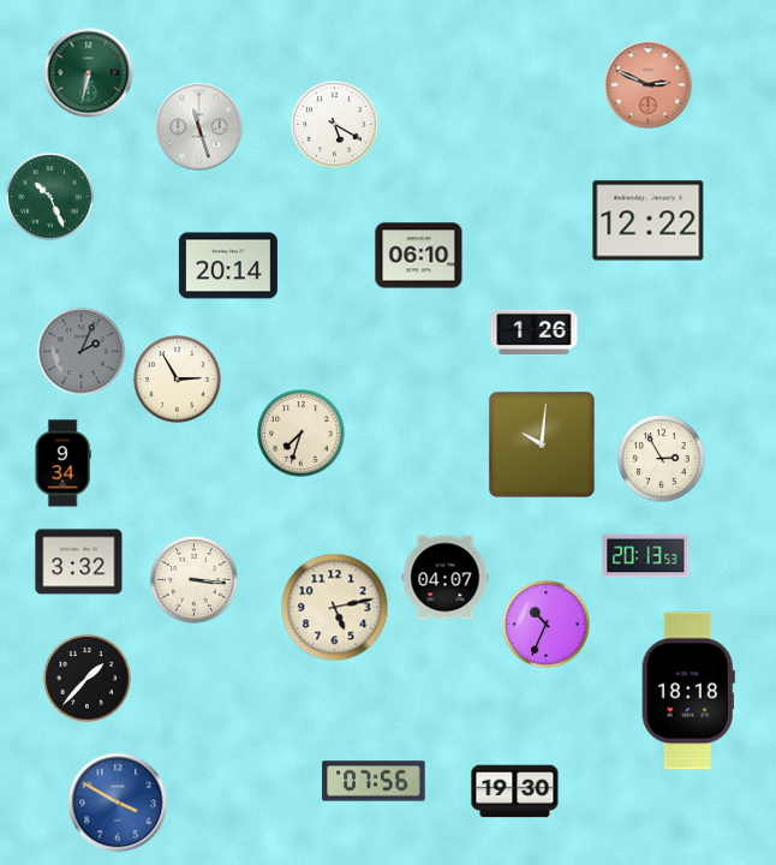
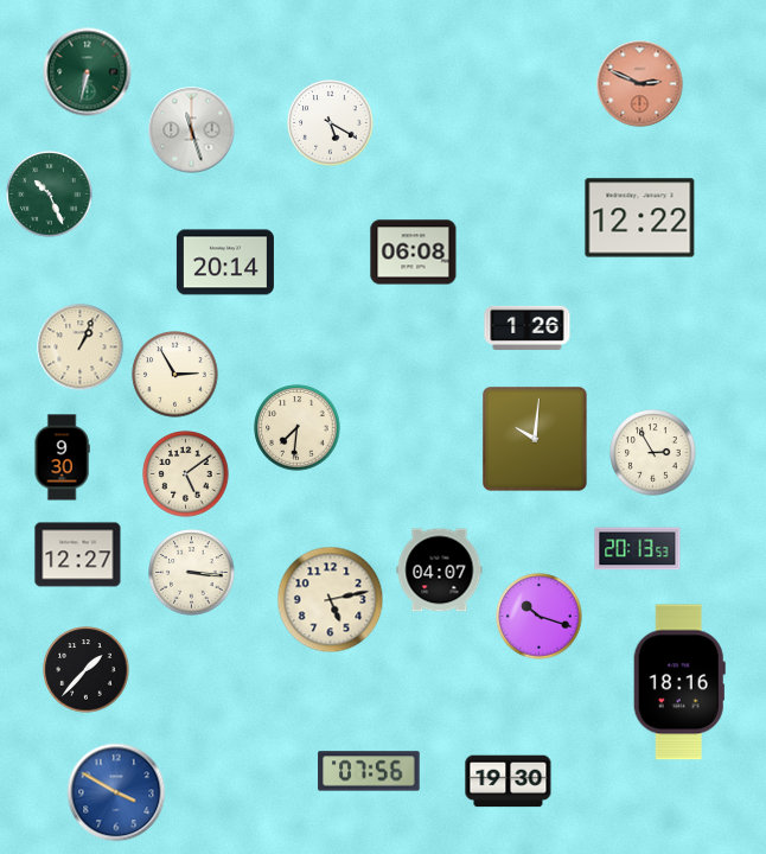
clock at (199, 127) position: (199, 127) -> (192, 130)
clock at (419, 256): 06:10 -> 06:08
clock at (82, 352): 2:04 -> 1:04
clock at (82, 352) dial: grey -> cream
clock at (302, 434): 7:33 -> 7:31
clock at (62, 464): 9:34 -> 9:30
clock at (186, 474): none -> 5:09
clock at (79, 562): 3:32 -> 12:27
clock at (547, 625): 10:34 -> 10:18
clock at (688, 691): 18:18 -> 18:16
